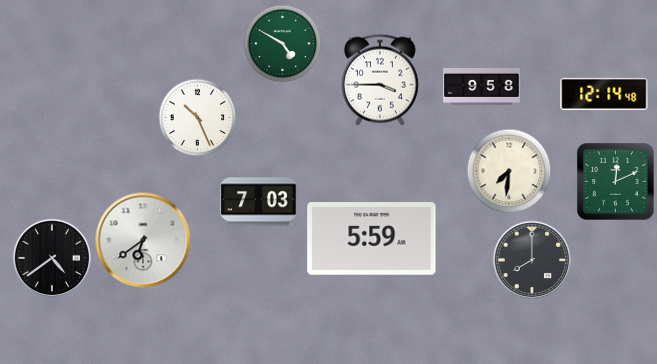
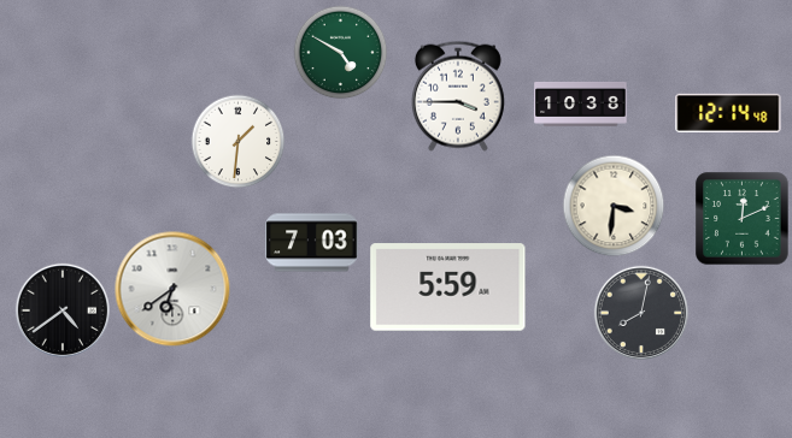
clock at (482, 87): 9:58 -> 10:38
clock at (197, 117): 10:26 -> 1:31
clock at (509, 171): 7:31 -> 3:31
clock at (531, 259): 8:00 -> 8:02
